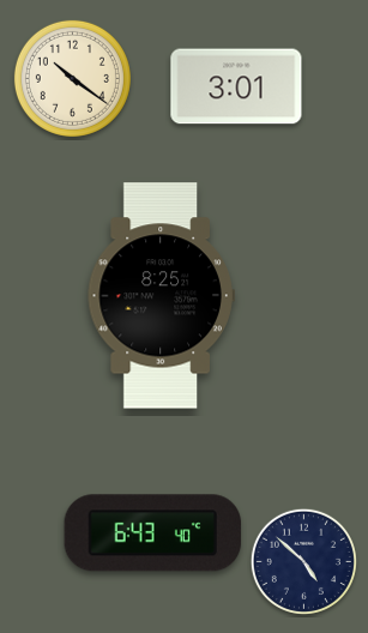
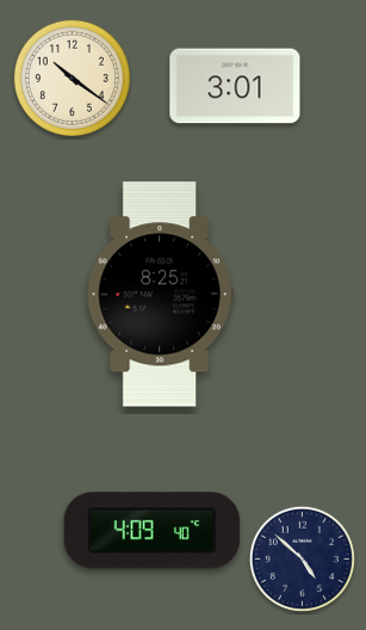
clock at (153, 533): 6:43 -> 4:09
